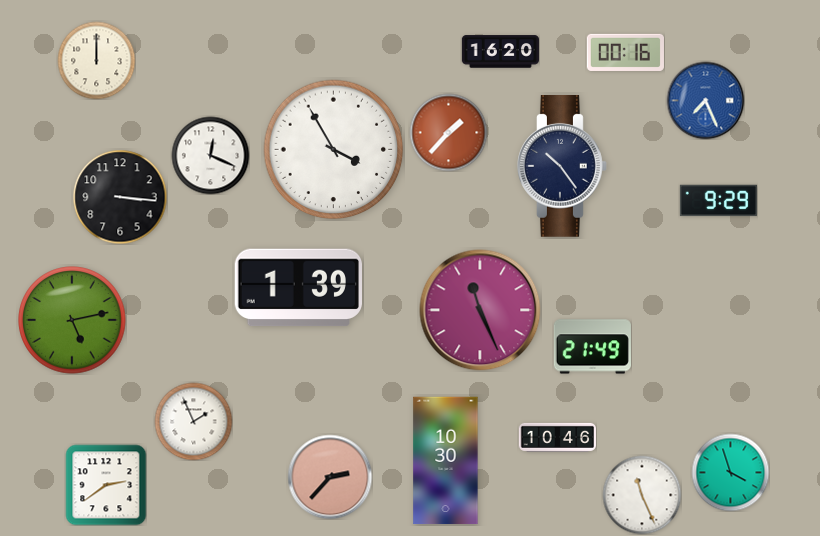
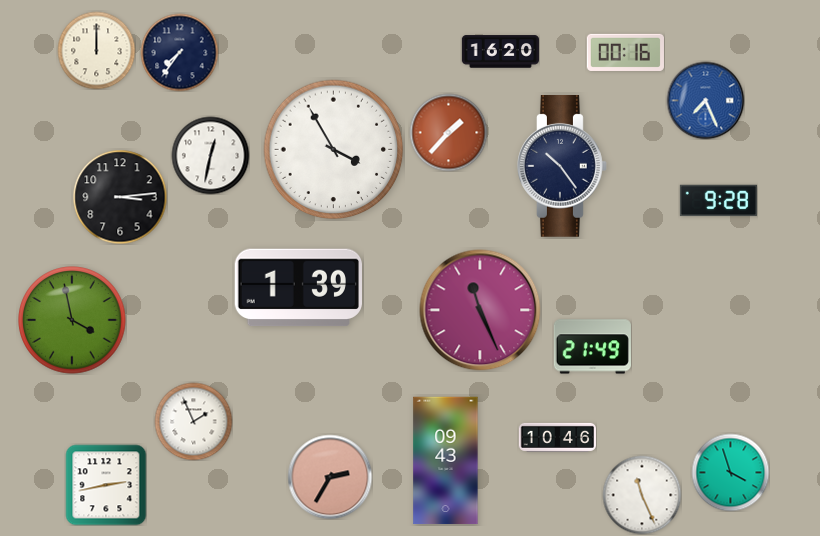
clock at (179, 52): none -> 7:36
clock at (96, 60) position: (96, 60) -> (96, 50)
clock at (210, 155): 12:19 -> 12:32
clock at (120, 197): 3:16 -> 3:14
clock at (718, 201): 9:29 -> 9:28
clock at (72, 320): 5:13 -> 3:58
clock at (446, 461): 10:30 -> 09:43
clock at (330, 477): 2:37 -> 2:35
clock at (106, 485): 2:39 -> 2:43
